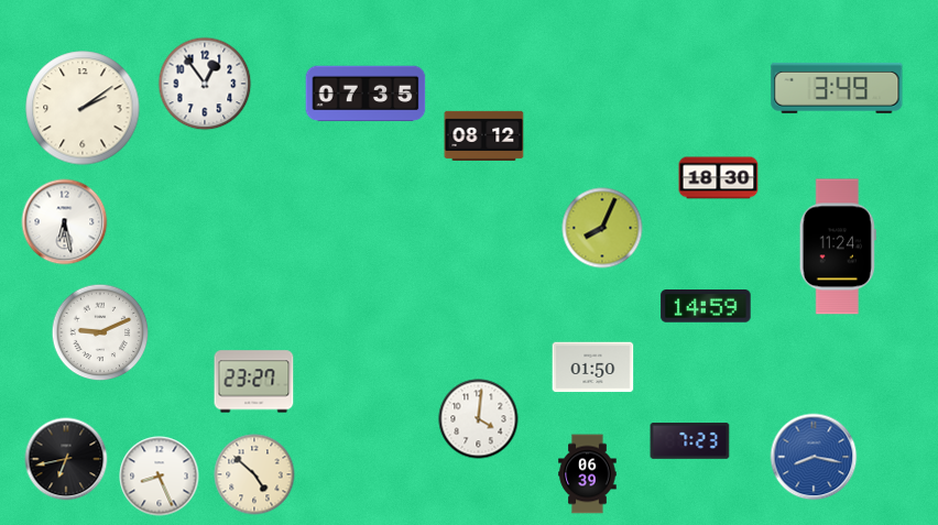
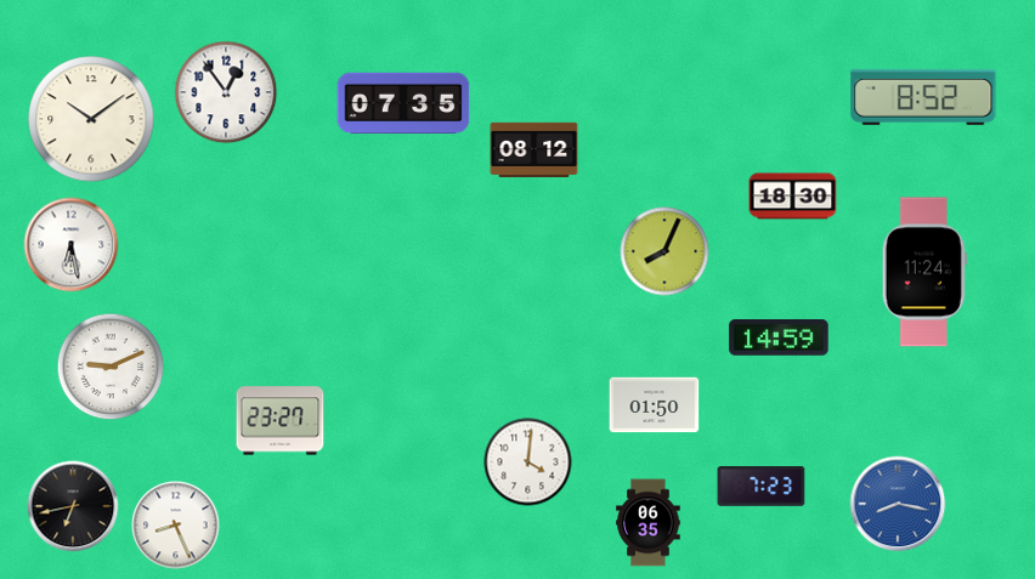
clock at (837, 88): 3:49 -> 8:52
clock at (83, 108): 2:09 -> 10:09
clock at (254, 474): 4:52 -> none
clock at (588, 474): 06:39 -> 06:35
